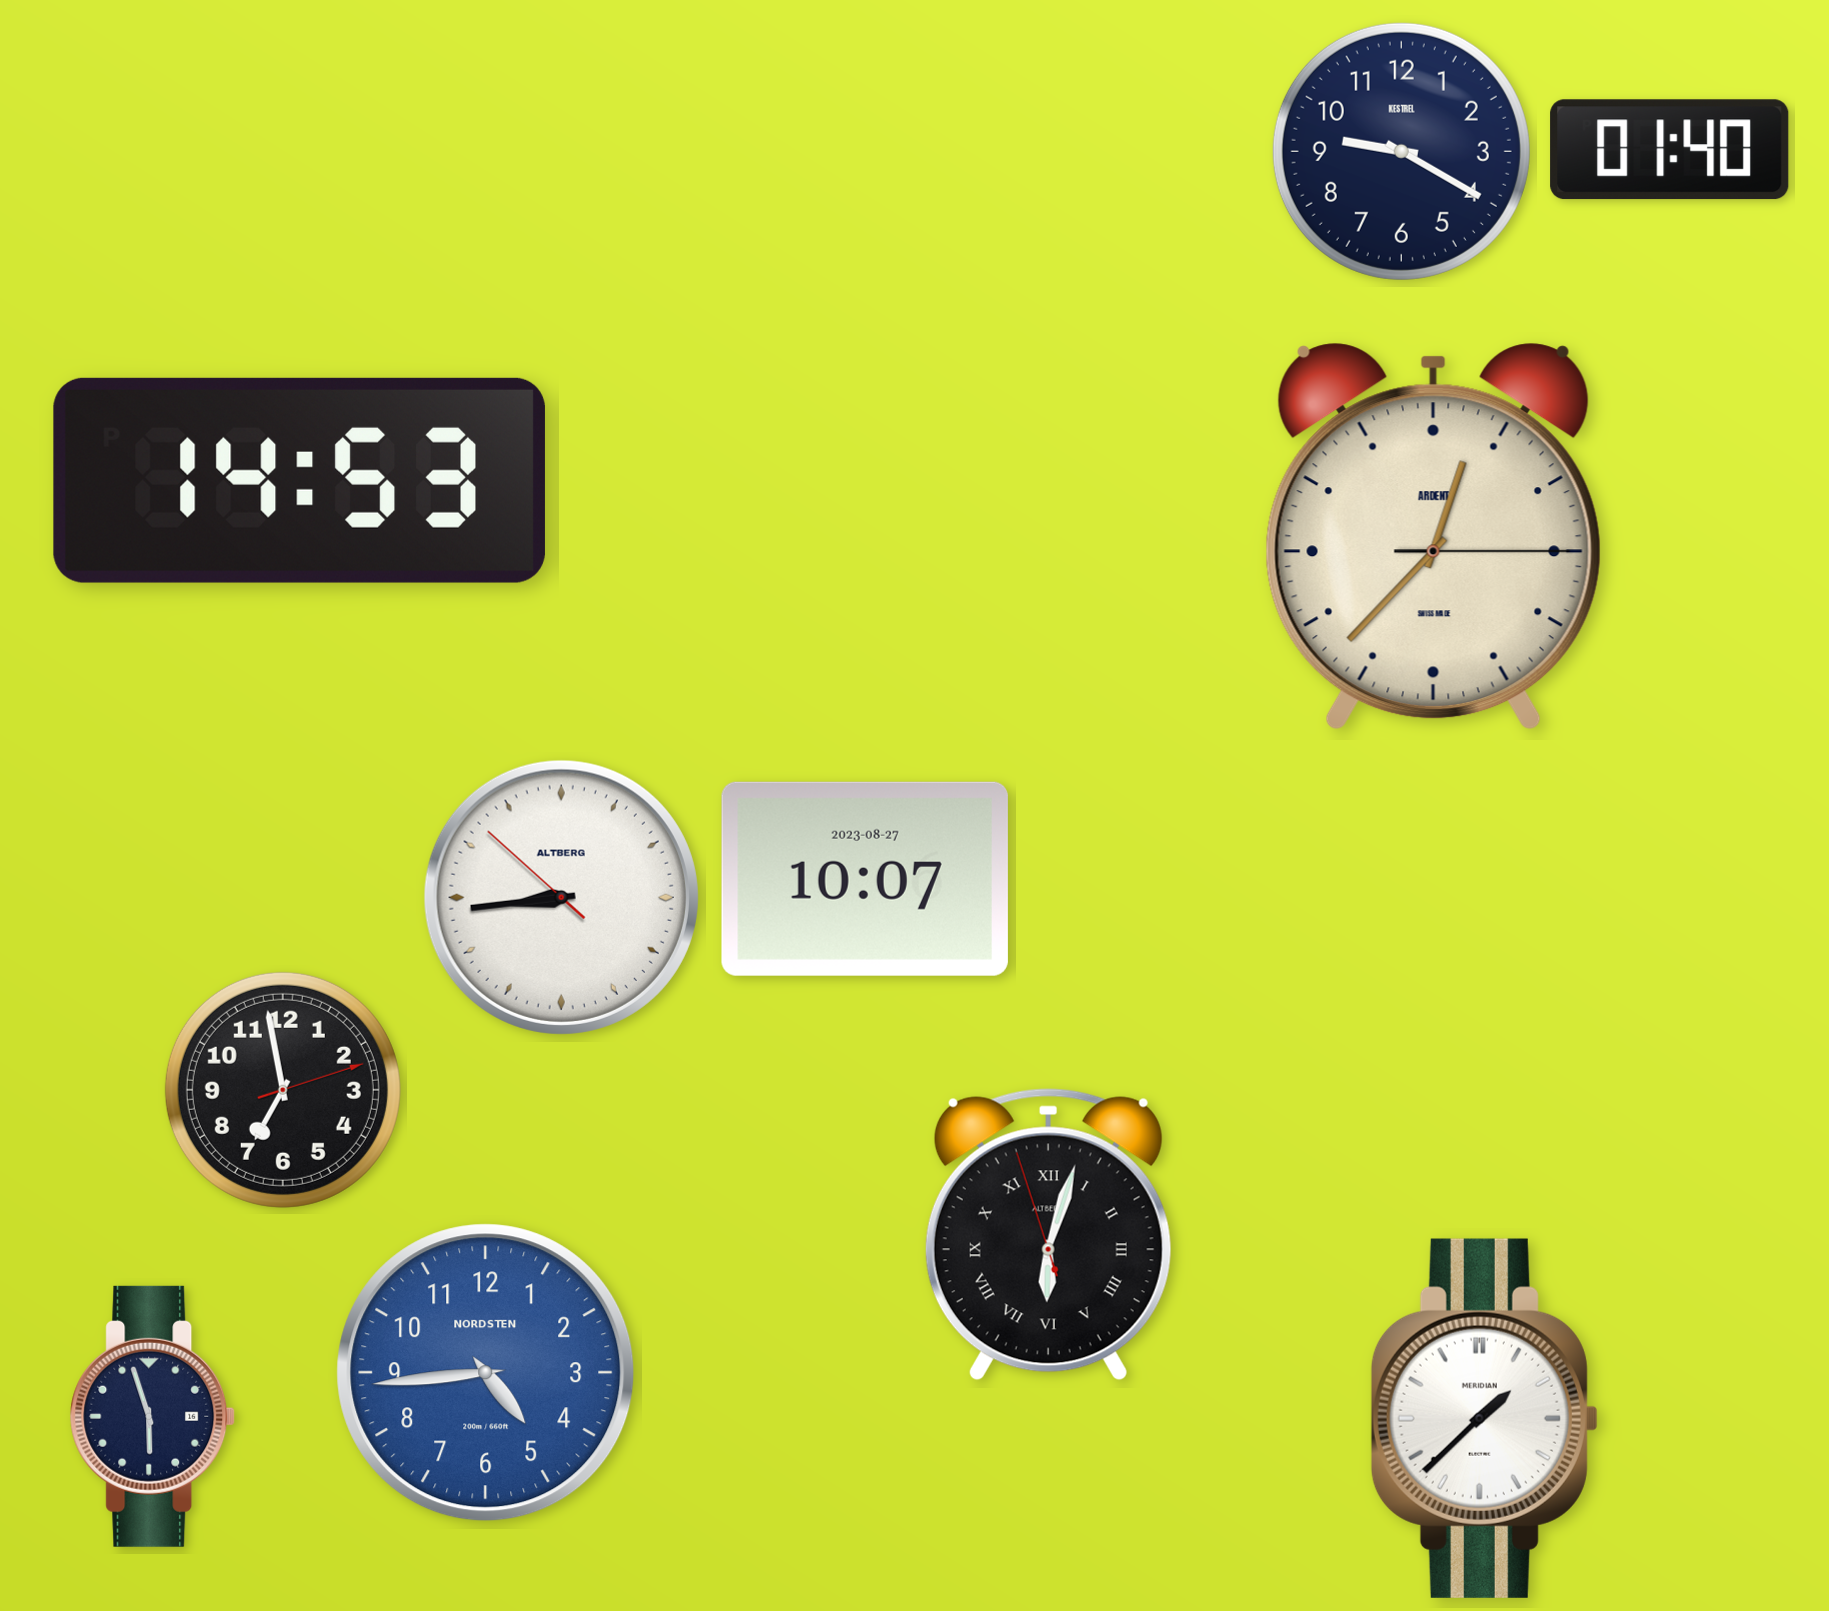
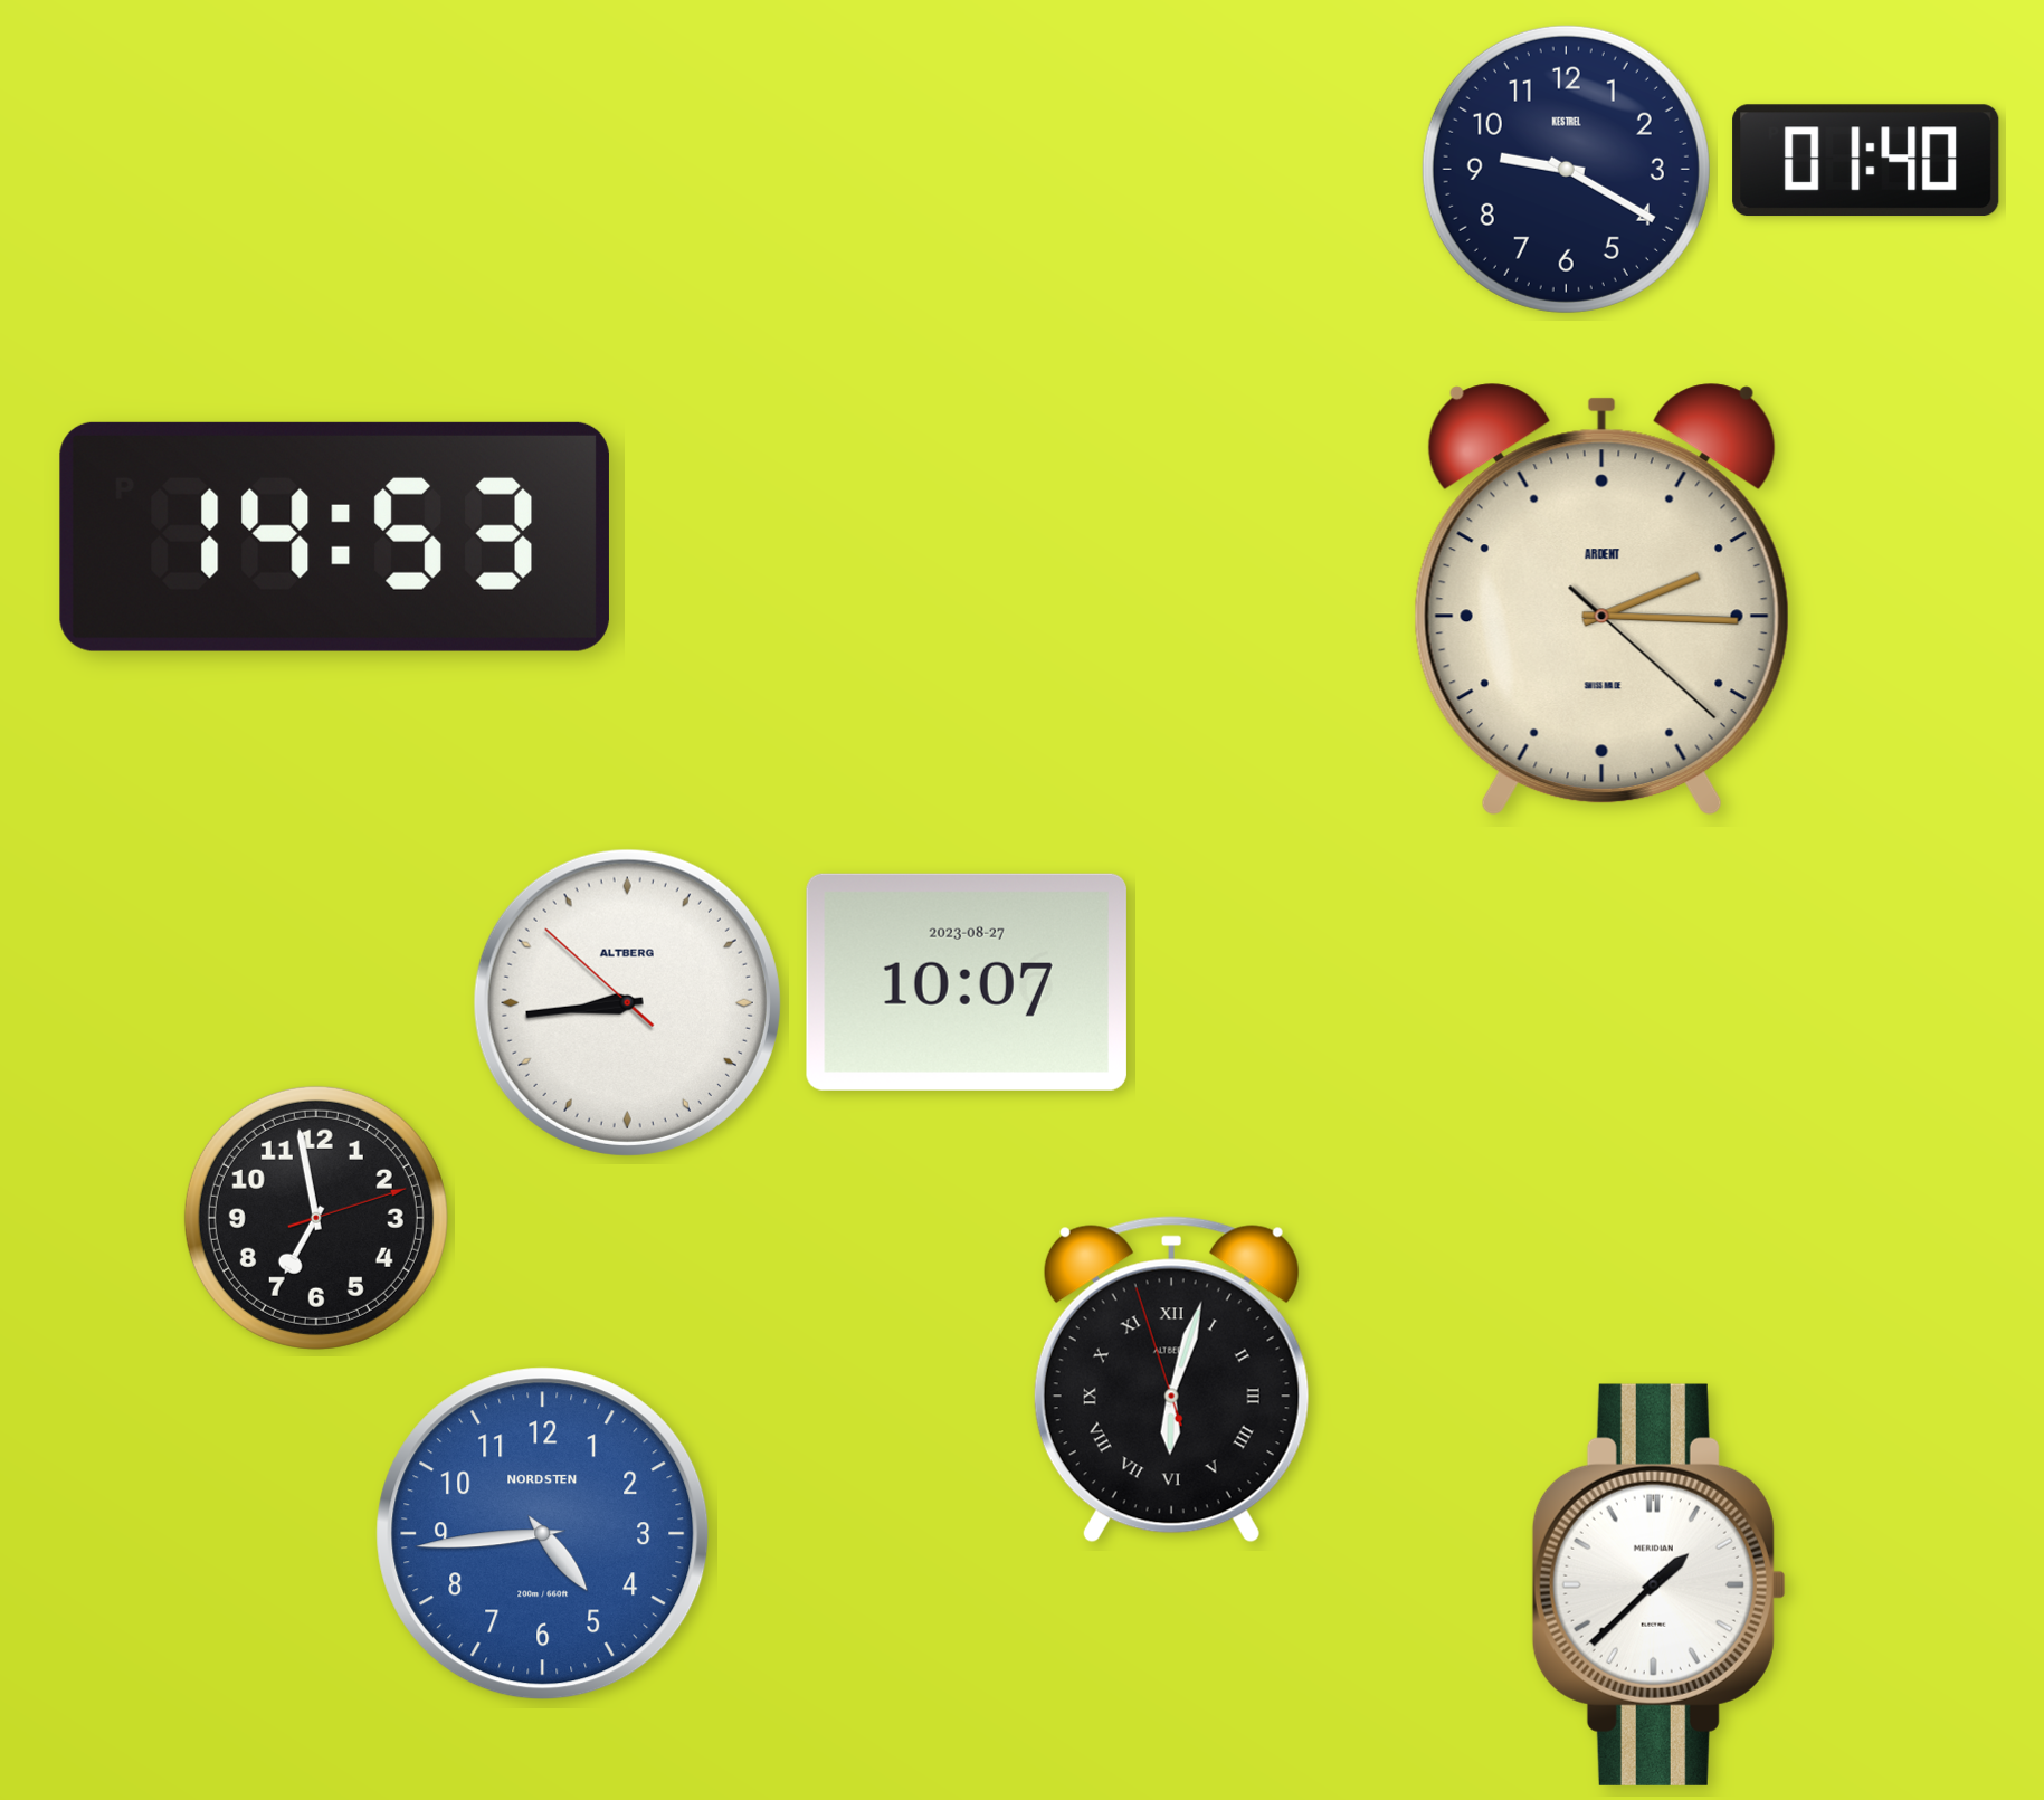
clock at (1670, 150) position: (1670, 150) -> (1866, 161)
clock at (1433, 536): 12:37 -> 2:15
clock at (153, 1416): 5:57 -> none
